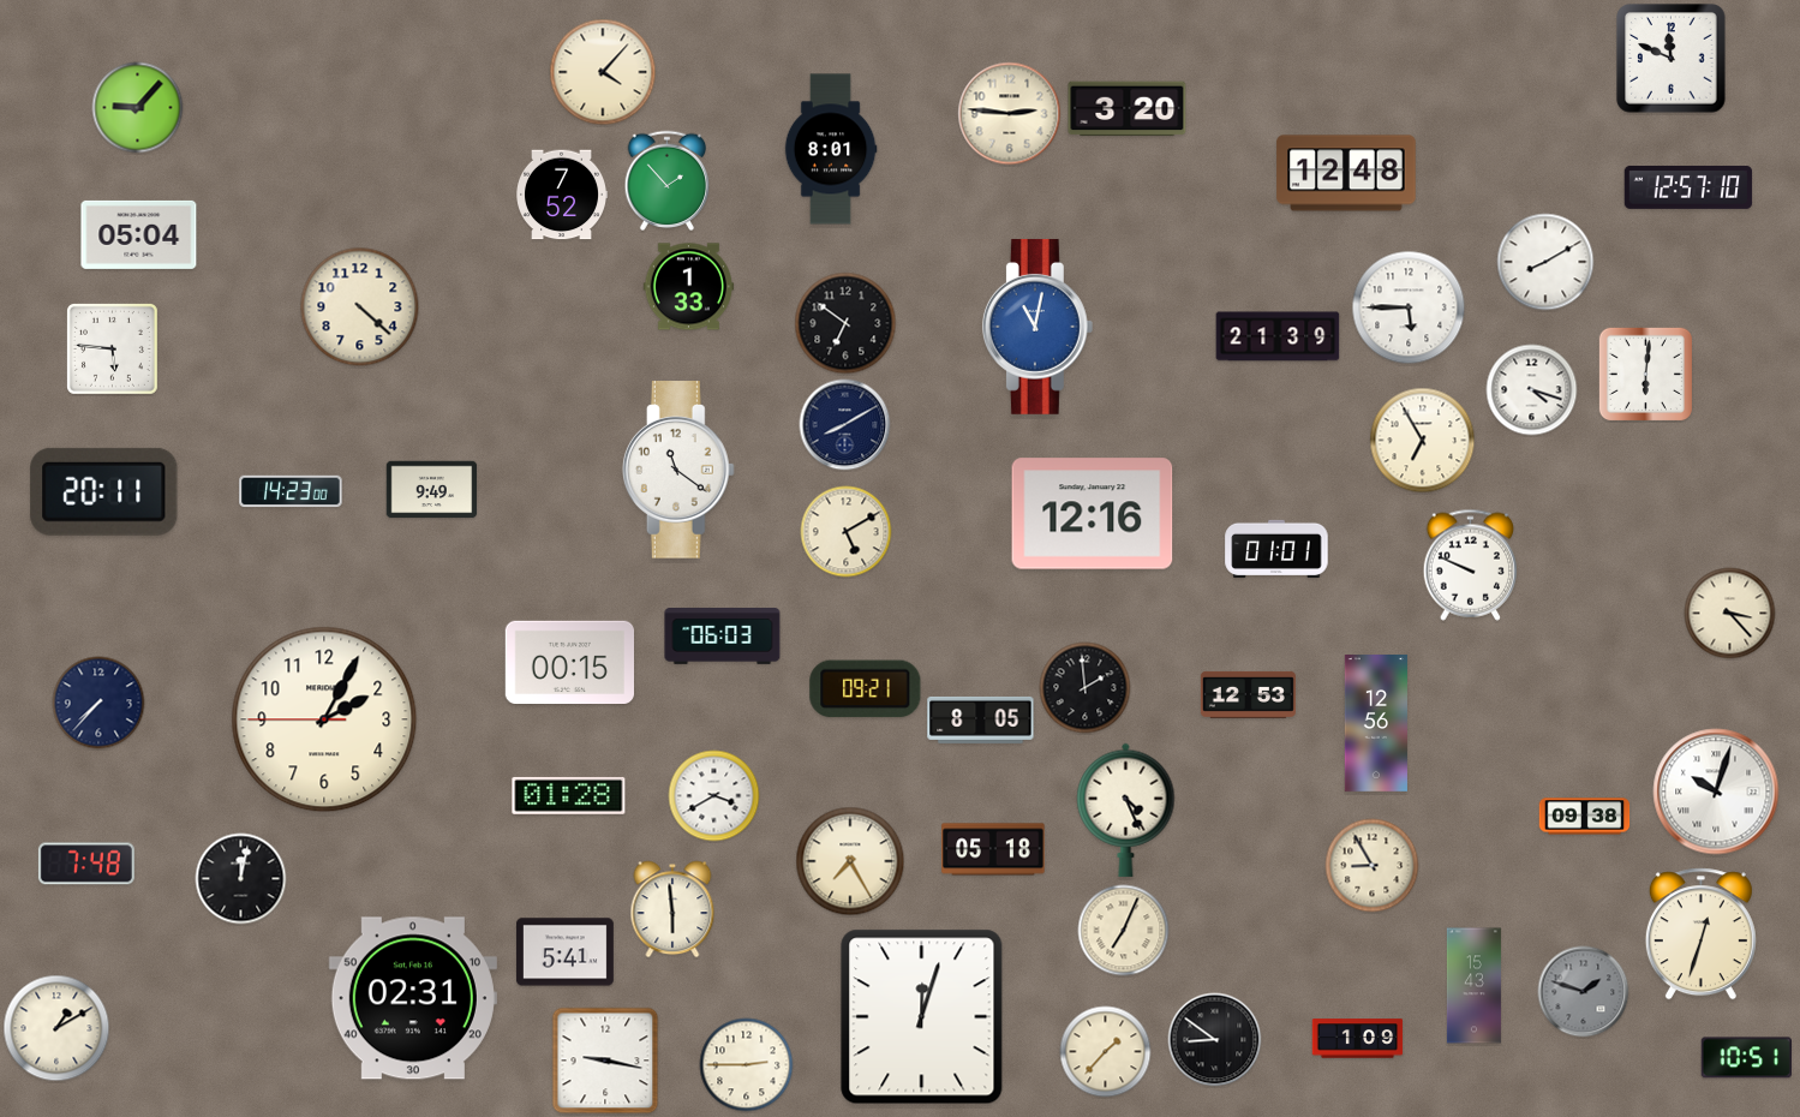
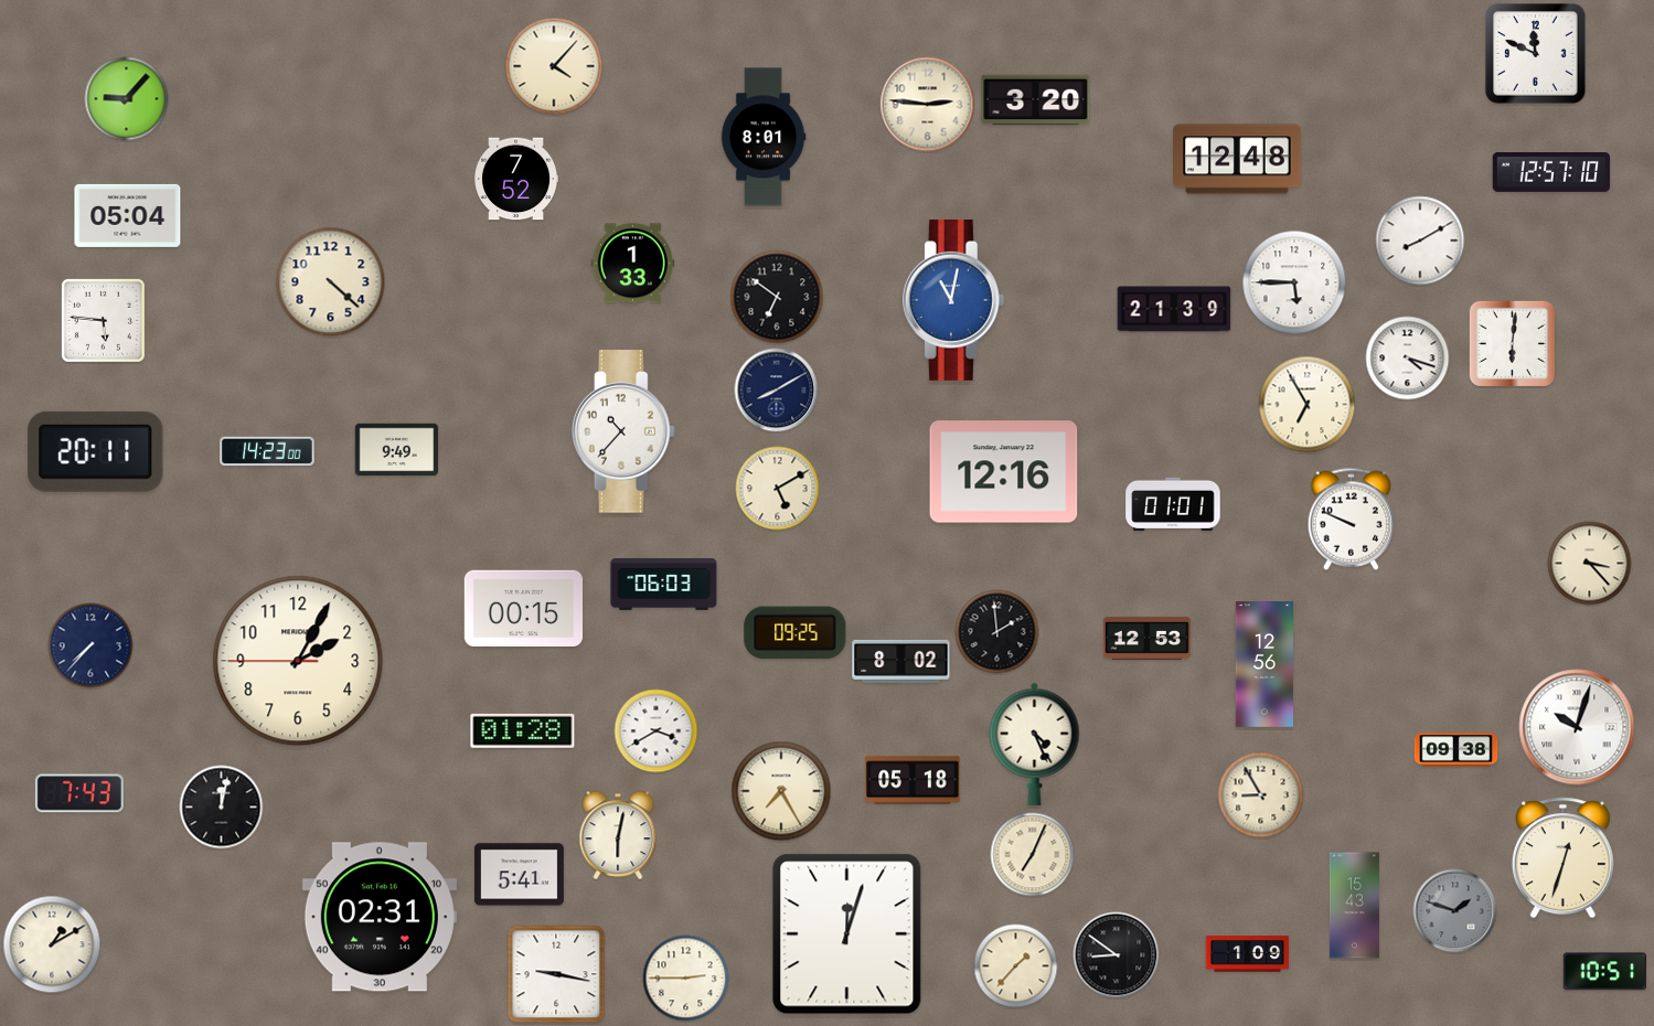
clock at (668, 181): 1:53 -> none
clock at (678, 470): 11:21 -> 10:37
clock at (866, 689): 09:21 -> 09:25
clock at (981, 719): 8:05 -> 8:02
clock at (86, 864): 7:48 -> 7:43
clock at (672, 909): 5:59 -> 6:02
